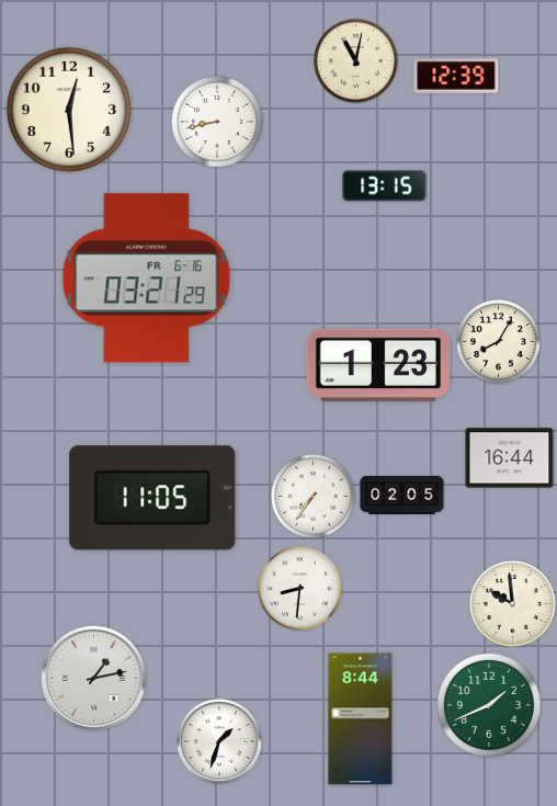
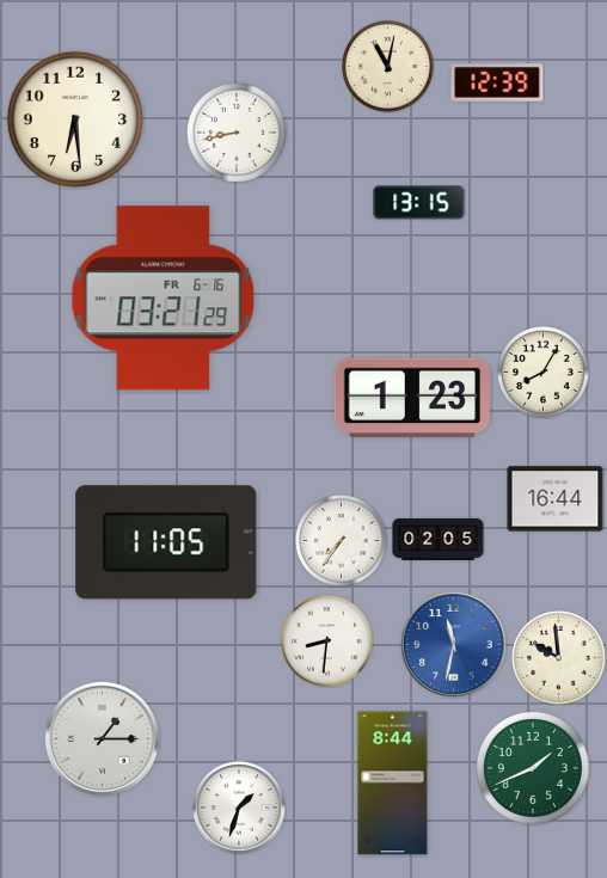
clock at (69, 110): 12:29 -> 6:29
clock at (147, 279) position: (147, 279) -> (164, 299)
clock at (453, 644): none -> 11:32
clock at (93, 678): 1:13 -> 1:15
